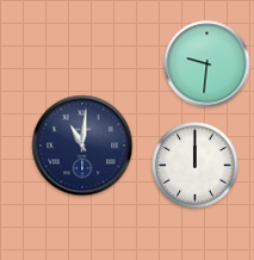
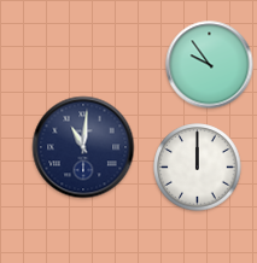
clock at (207, 64): 9:31 -> 9:54
